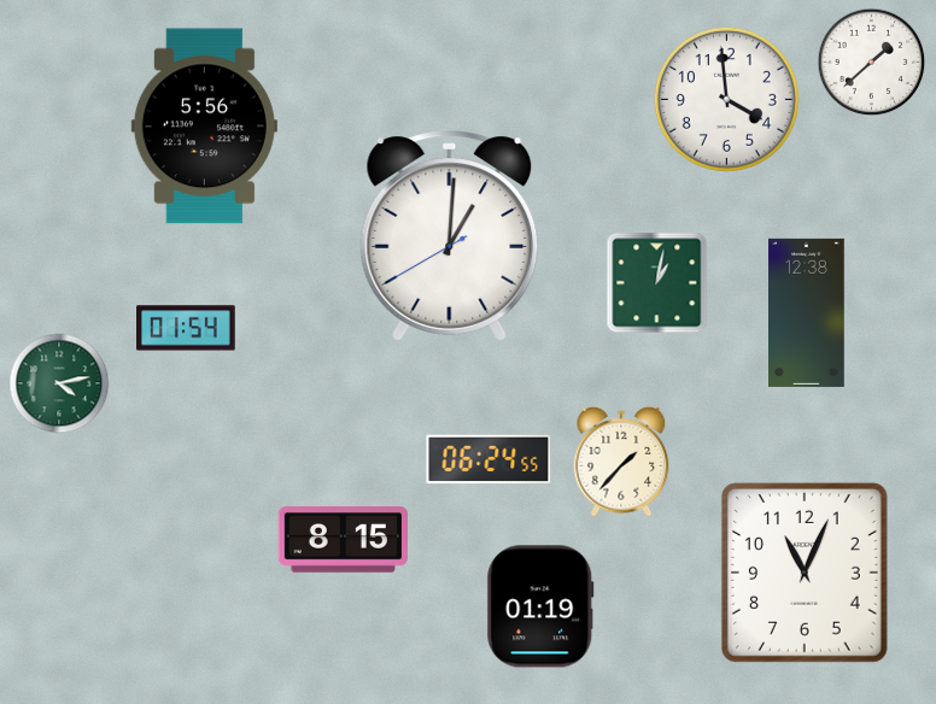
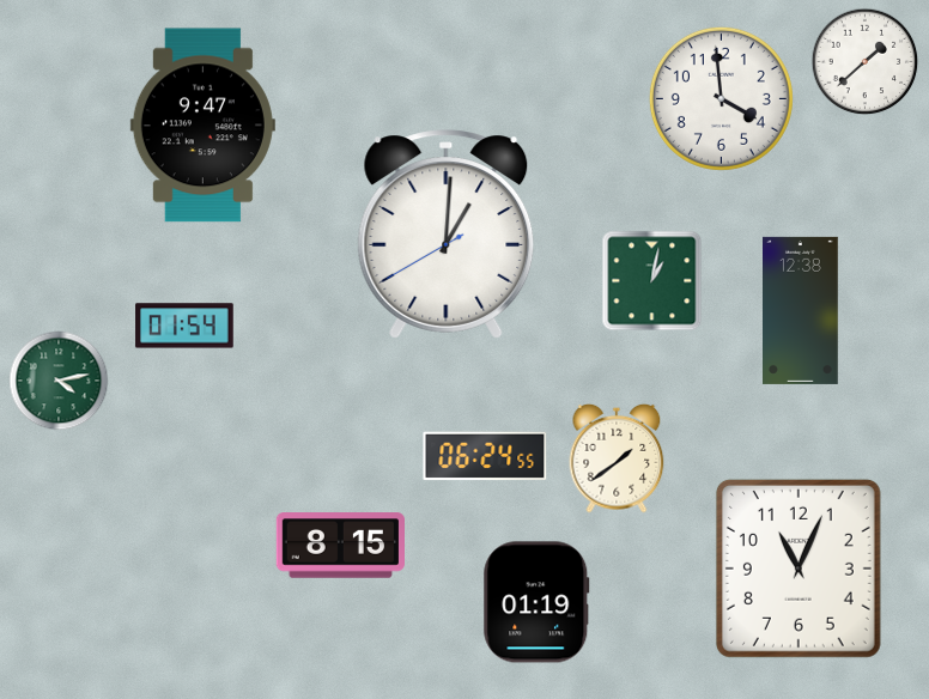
clock at (204, 127): 5:56 -> 9:47
clock at (621, 462): 1:37 -> 1:39
clock at (343, 540) position: (343, 540) -> (340, 546)
